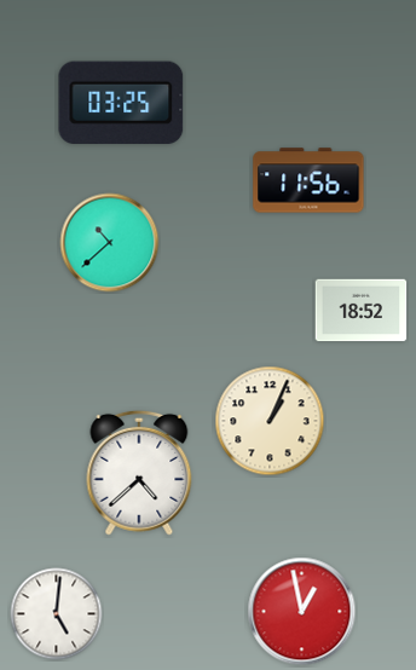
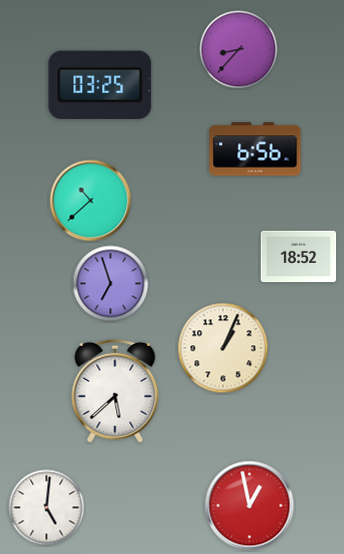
clock at (239, 50): none -> 8:37
clock at (308, 180): 11:56 -> 6:56
clock at (111, 284): none -> 6:57
clock at (139, 473): 4:38 -> 5:38
